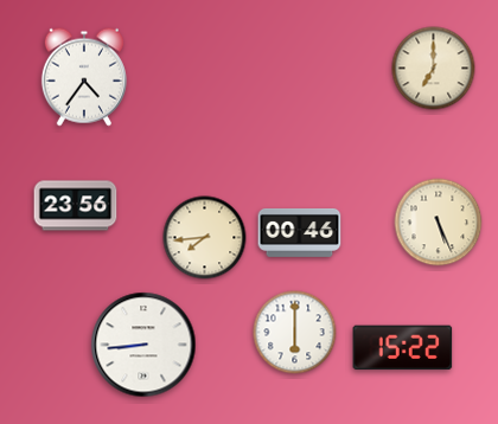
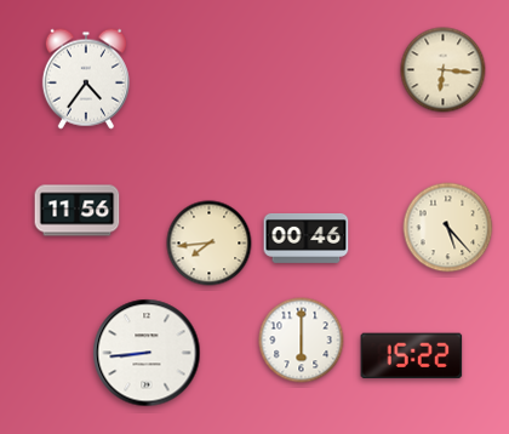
clock at (434, 69): 7:00 -> 6:16
clock at (76, 206): 23:56 -> 11:56
clock at (439, 223): 5:26 -> 5:23
